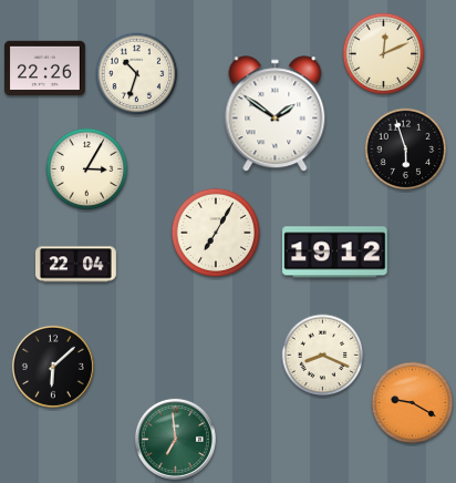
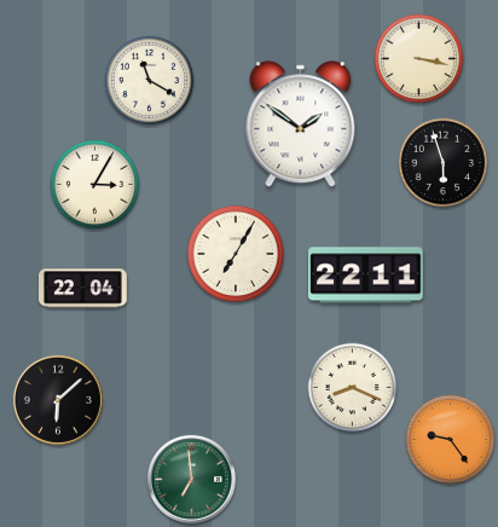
clock at (384, 54): 12:11 -> 3:17
clock at (45, 69): 22:26 -> none
clock at (137, 74): 10:33 -> 11:20
clock at (335, 253): 19:12 -> 22:11
clock at (413, 403): 9:20 -> 9:24
